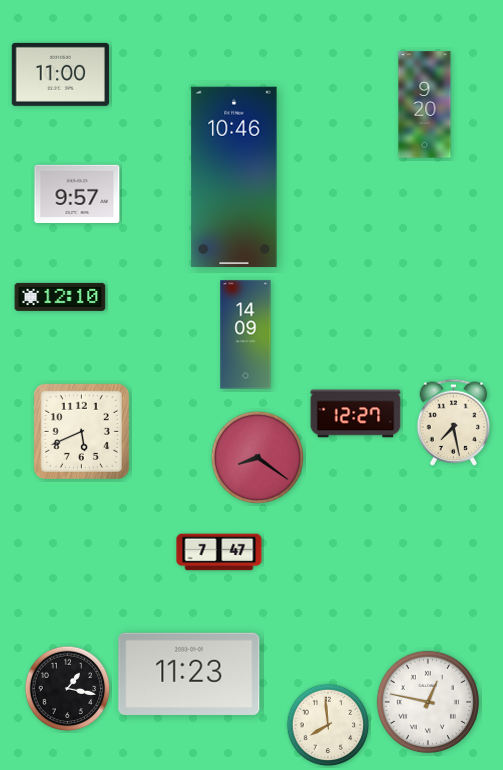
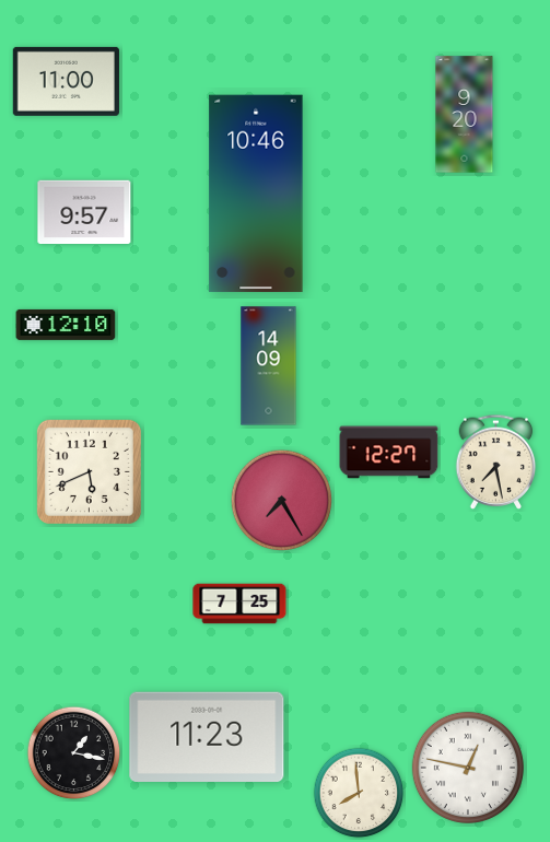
clock at (258, 458): 8:21 -> 7:25
clock at (219, 552): 7:47 -> 7:25
